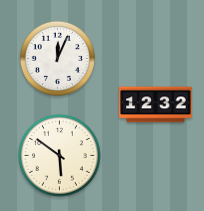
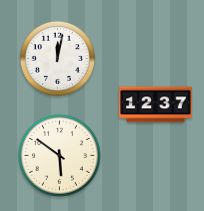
clock at (57, 58): 12:04 -> 12:02
clock at (156, 105): 12:32 -> 12:37
